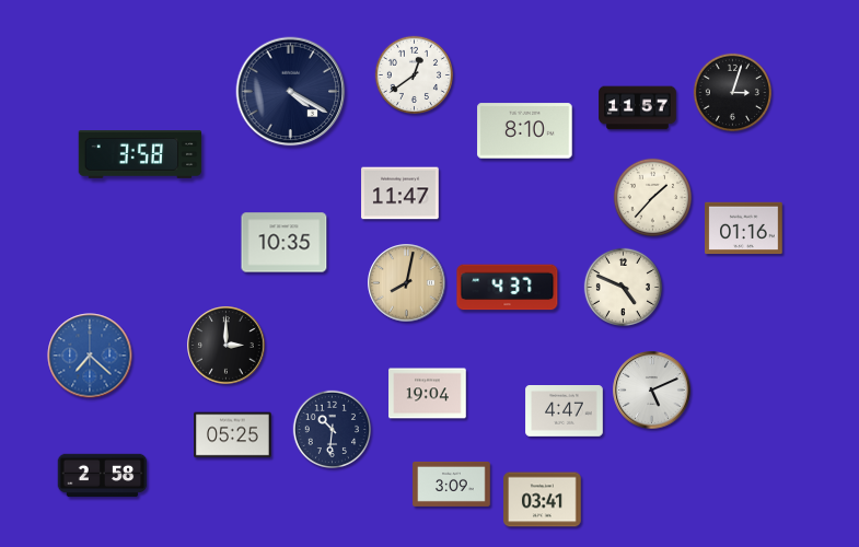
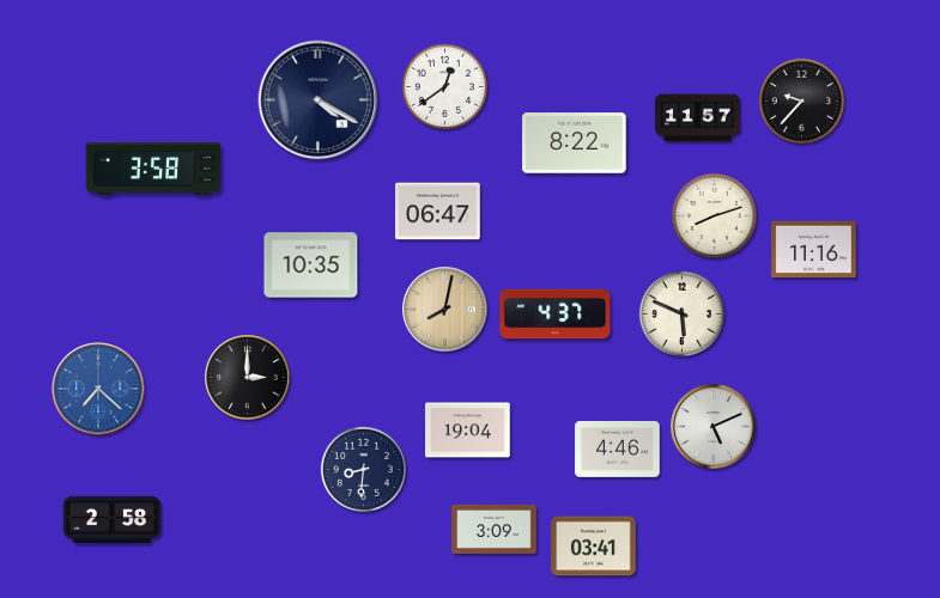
clock at (414, 74) position: (414, 74) -> (444, 86)
clock at (732, 92): 3:03 -> 9:37
clock at (525, 131): 8:10 -> 8:22
clock at (401, 194): 11:47 -> 06:47
clock at (652, 197): 1:37 -> 8:12
clock at (744, 229): 01:16 -> 11:16
clock at (623, 287): 4:49 -> 5:49
clock at (565, 411): 4:47 -> 4:46
clock at (332, 429): 10:31 -> 8:31
clock at (233, 435): 05:25 -> none
